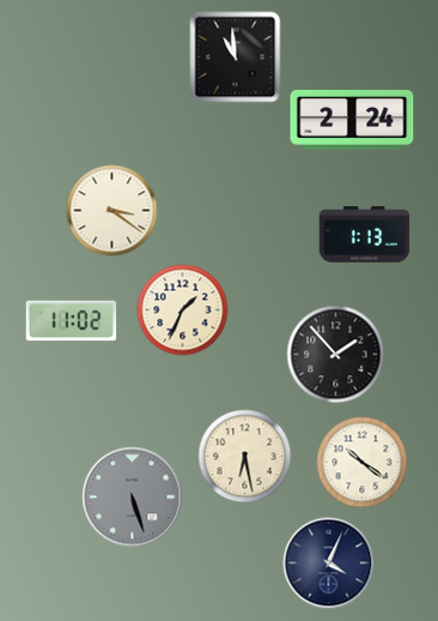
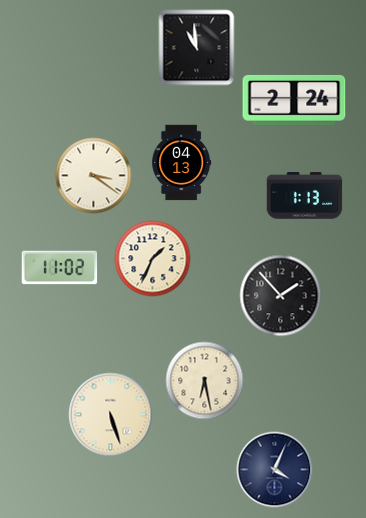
clock at (182, 163): none -> 04:13
clock at (363, 463): 10:21 -> none
clock at (133, 498) dial: grey -> cream
